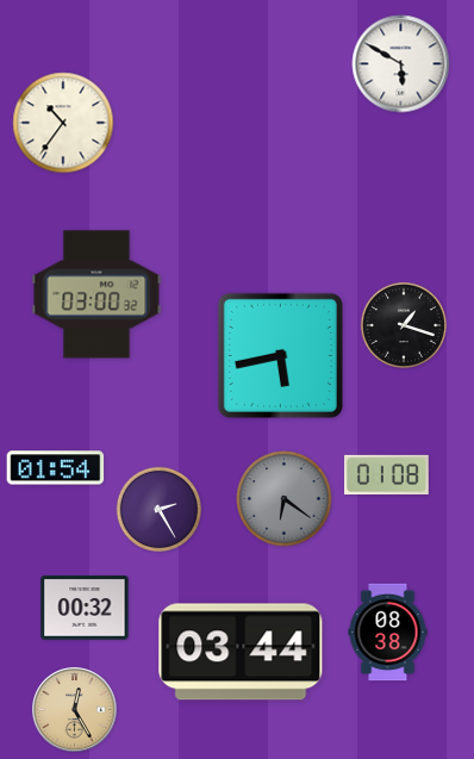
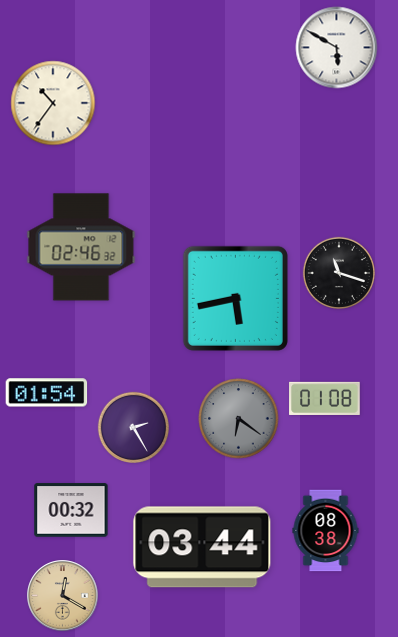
clock at (401, 64) position: (401, 64) -> (337, 48)
clock at (96, 294): 03:00 -> 02:46
clock at (404, 325): 1:18 -> 11:18
clock at (75, 710): 12:25 -> 12:20
